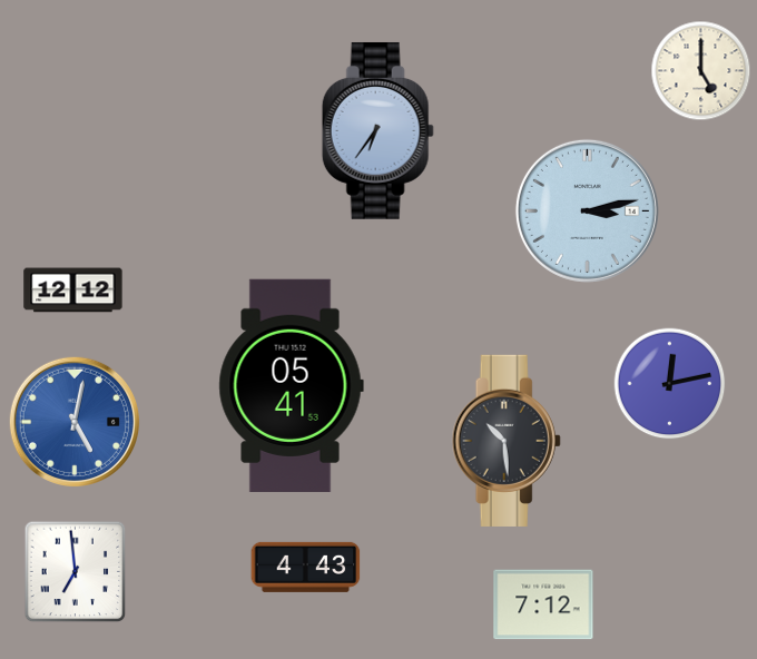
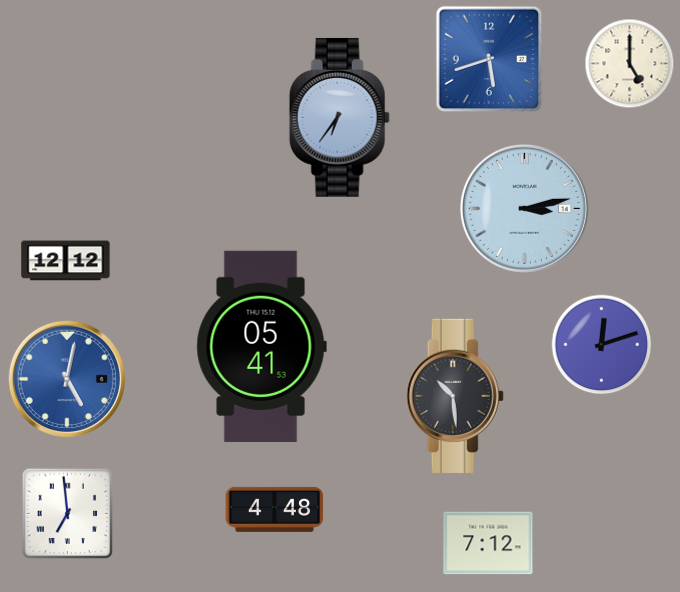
clock at (489, 59): none -> 5:42
clock at (587, 210) position: (587, 210) -> (524, 208)
clock at (670, 384): 12:13 -> 12:12
clock at (306, 567): 4:43 -> 4:48
